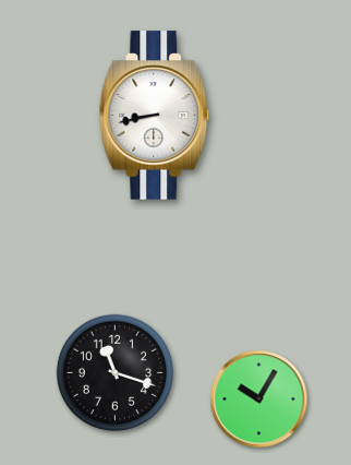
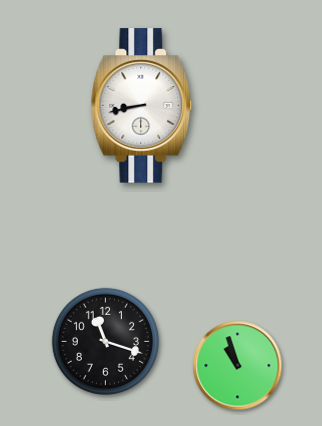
clock at (259, 400): 10:05 -> 10:57
